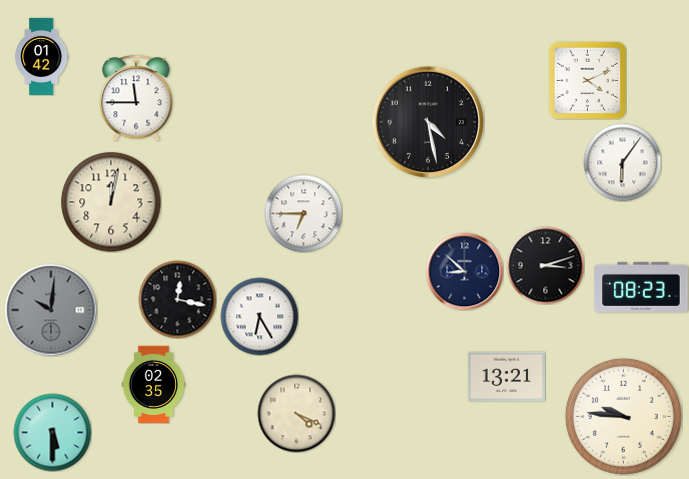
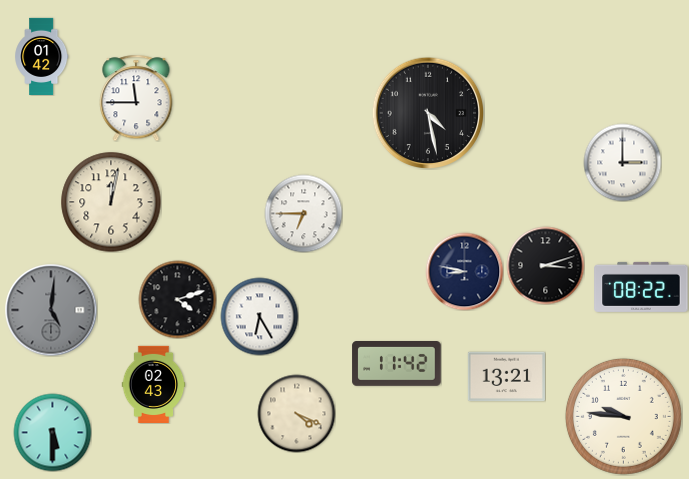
clock at (587, 80): 4:11 -> none
clock at (428, 122) position: (428, 122) -> (428, 113)
clock at (622, 162): 6:06 -> 3:00
clock at (464, 271): 8:52 -> 8:47
clock at (641, 287): 08:23 -> 08:22
clock at (177, 299): 12:17 -> 4:12
clock at (51, 310): 10:01 -> 5:01
clock at (397, 364): none -> 11:42
clock at (154, 384): 02:35 -> 02:43
